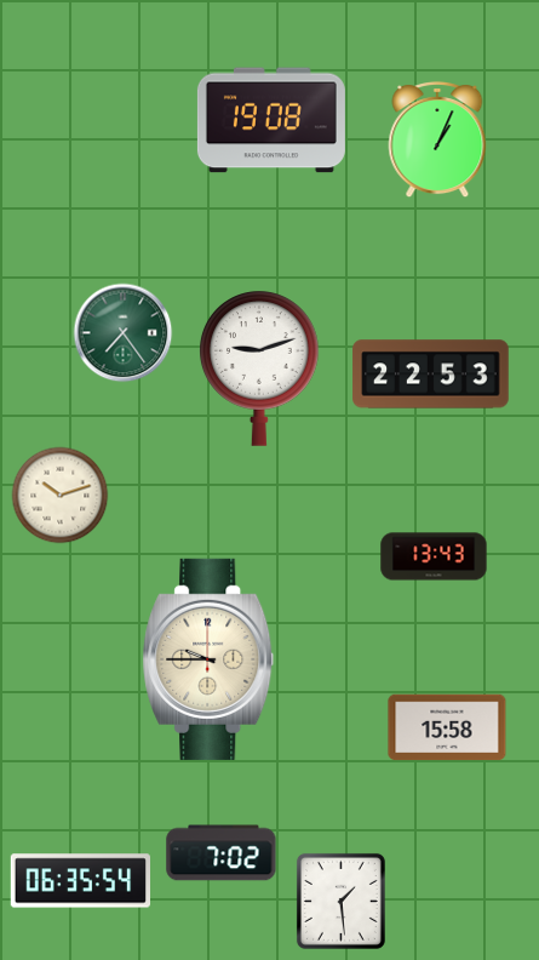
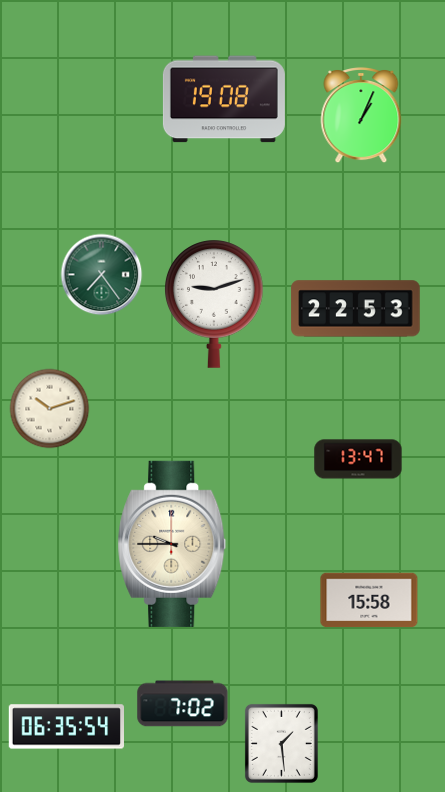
clock at (434, 556): 13:43 -> 13:47
